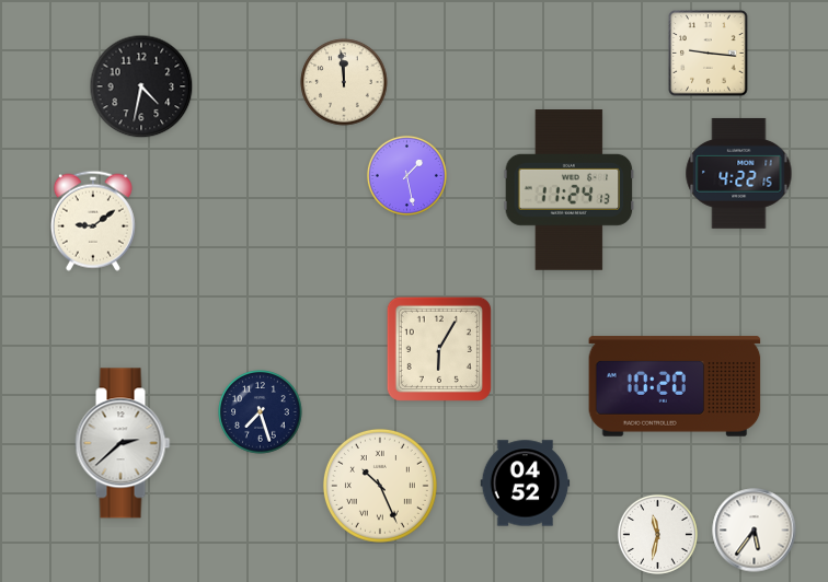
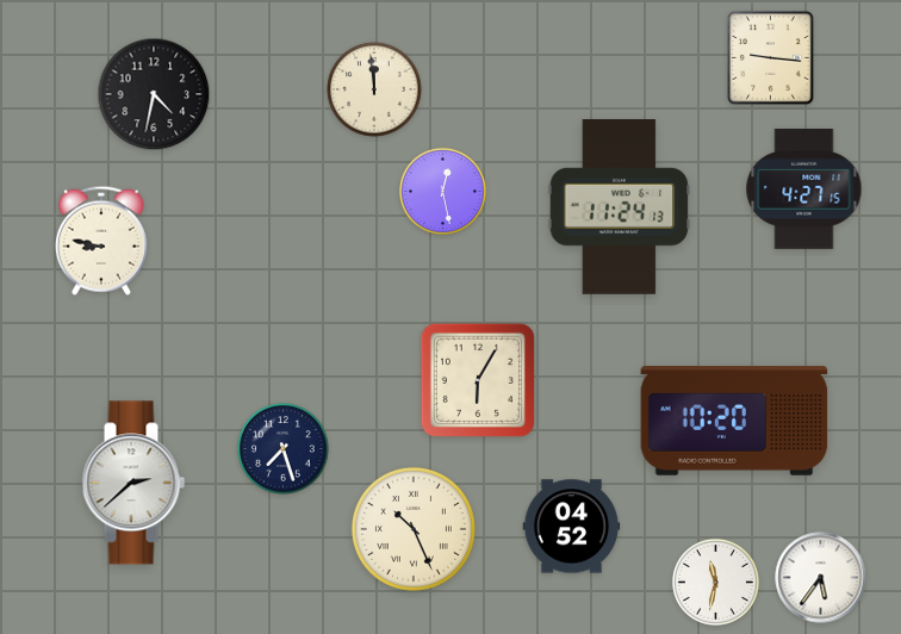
clock at (739, 174): 4:22 -> 4:27
clock at (406, 175): 1:28 -> 12:28
clock at (93, 221): 9:09 -> 8:47
